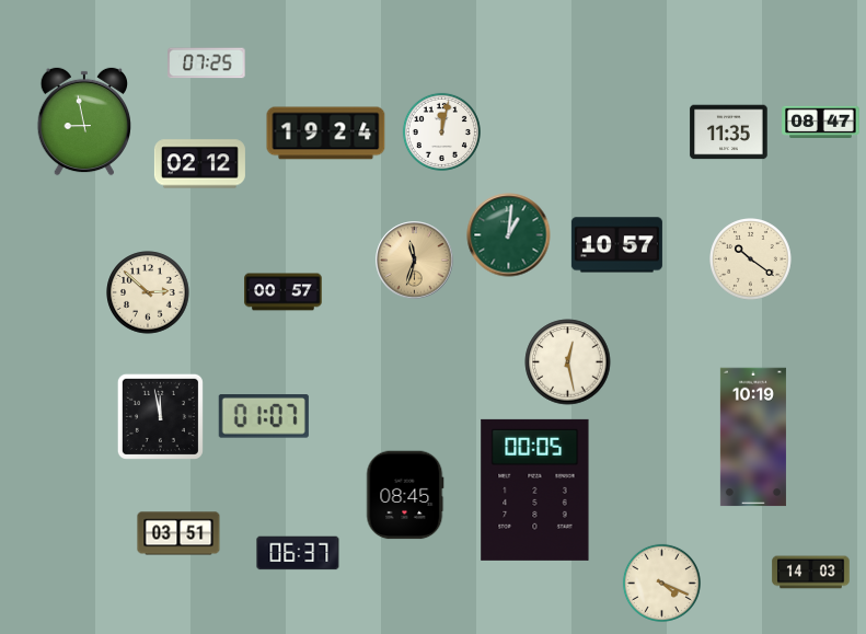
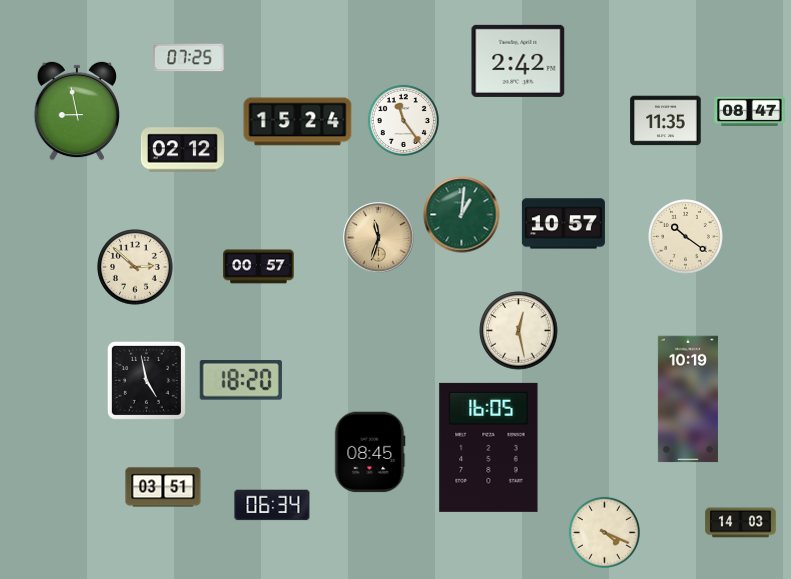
clock at (518, 61): none -> 2:42
clock at (441, 131): 12:02 -> 11:24
clock at (326, 134): 19:24 -> 15:24
clock at (509, 235) position: (509, 235) -> (462, 215)
clock at (160, 416): 11:58 -> 4:58
clock at (264, 417): 01:07 -> 18:20
clock at (535, 489): 00:05 -> 16:05
clock at (298, 553): 06:37 -> 06:34
